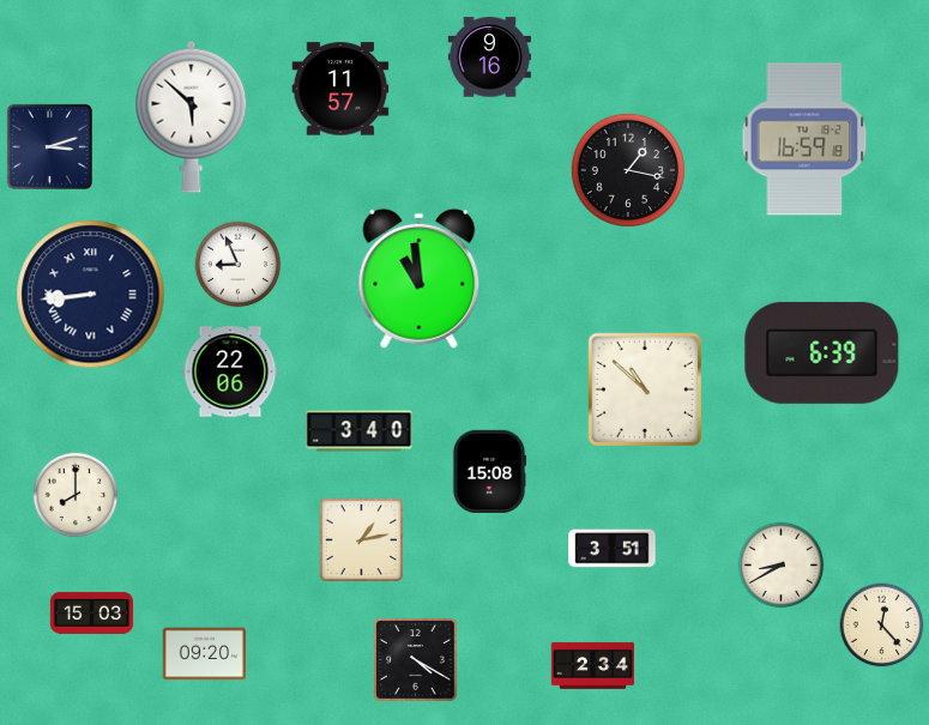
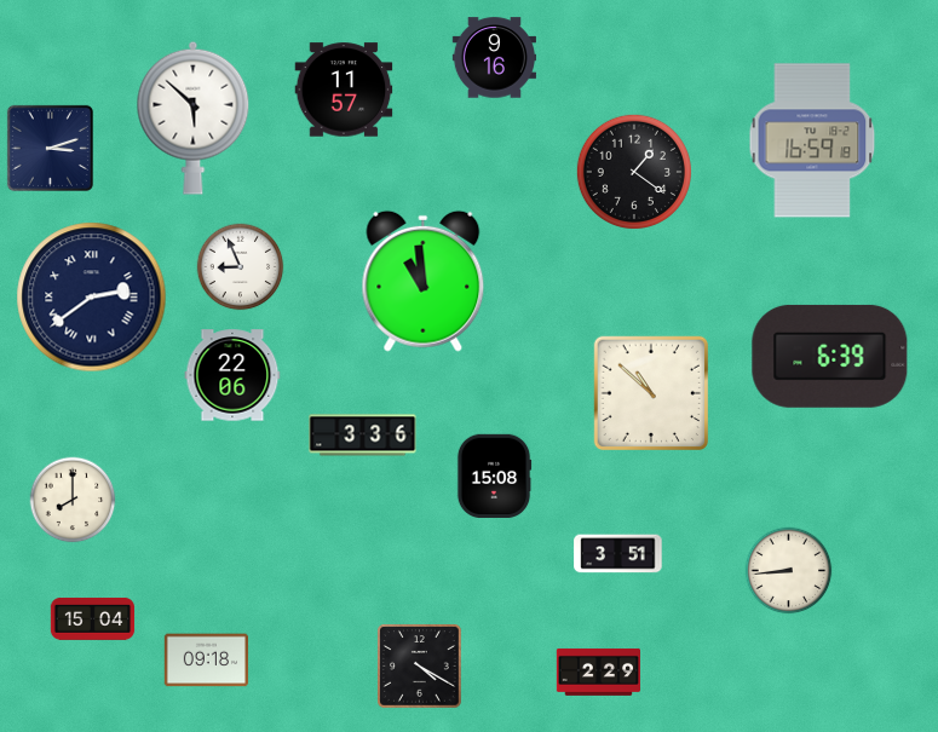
clock at (628, 170): 1:17 -> 1:21
clock at (91, 295): 8:44 -> 2:39
clock at (360, 431): 3:40 -> 3:36
clock at (76, 495) position: (76, 495) -> (73, 500)
clock at (361, 539): 1:13 -> none
clock at (782, 566): 8:40 -> 8:44
clock at (92, 614): 15:03 -> 15:04
clock at (882, 626): 12:23 -> none
clock at (204, 654): 09:20 -> 09:18
clock at (592, 665): 2:34 -> 2:29
